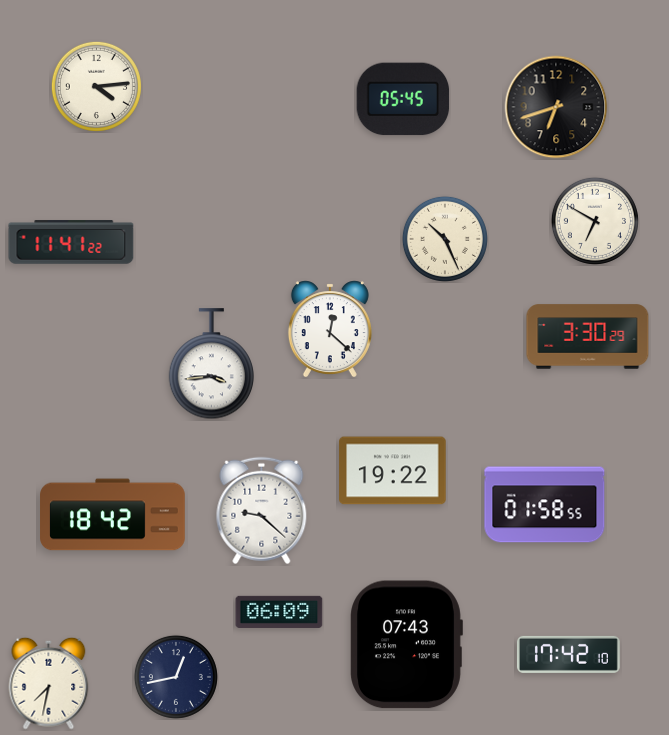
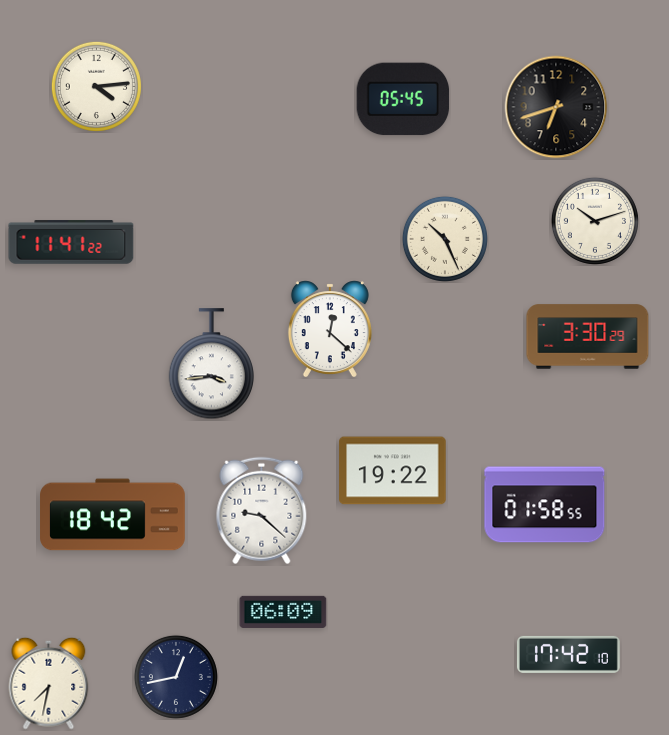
clock at (595, 221): 6:50 -> 10:12
clock at (279, 612) position: (279, 612) -> (283, 612)
clock at (406, 645): 07:43 -> none
